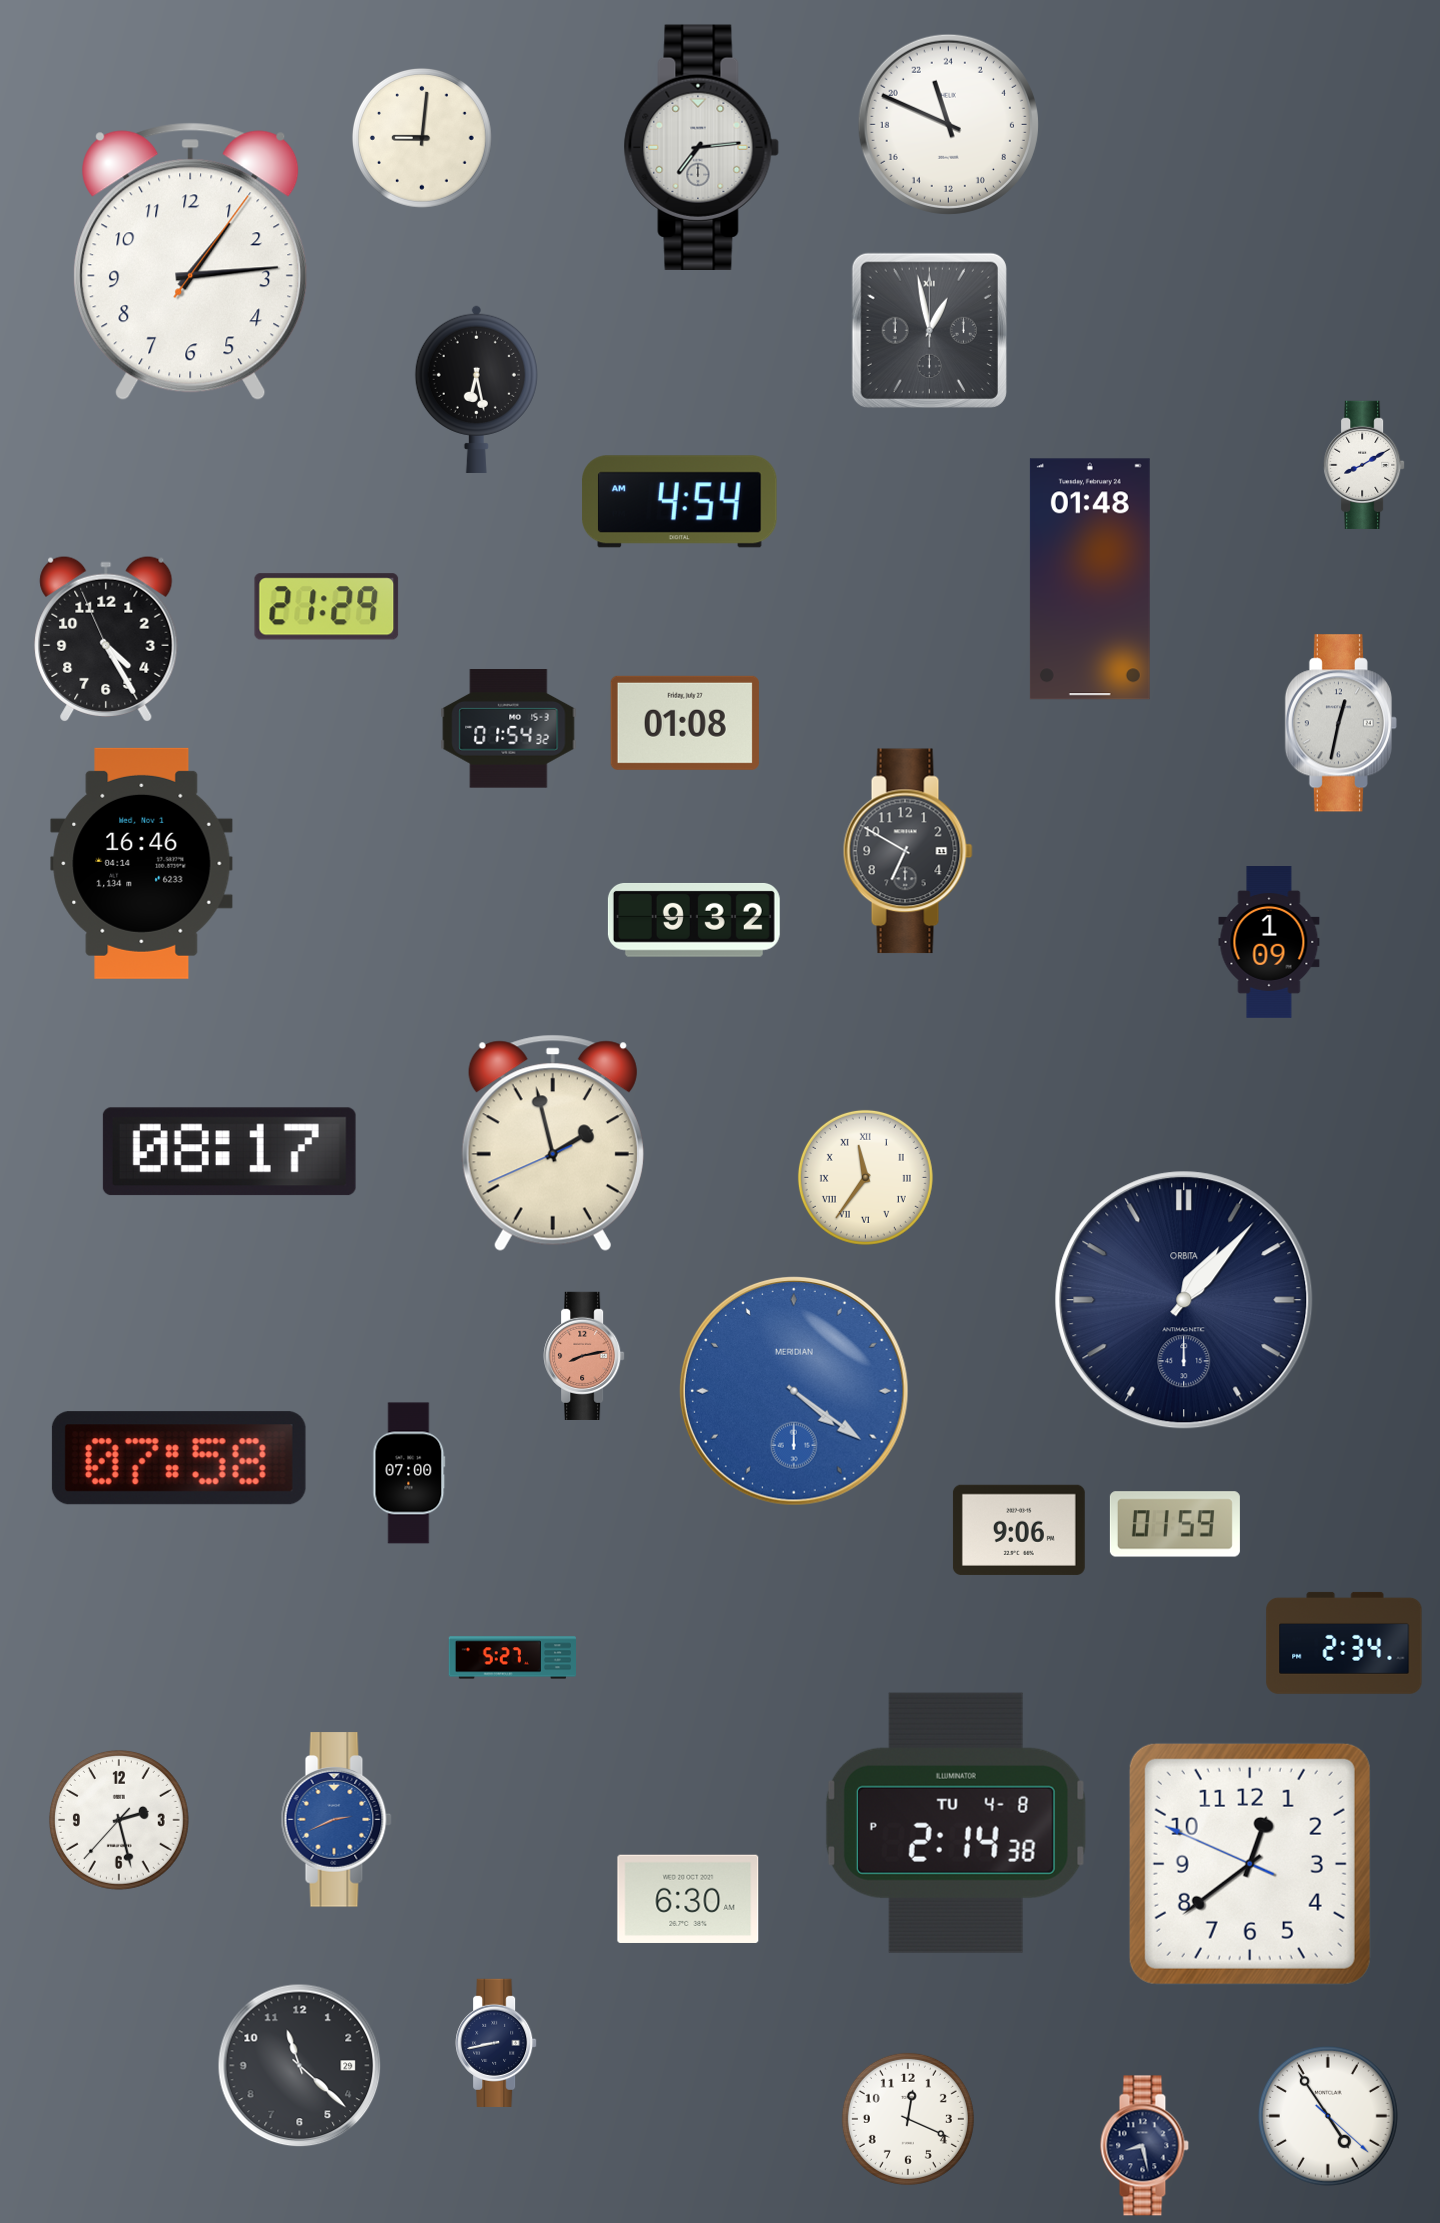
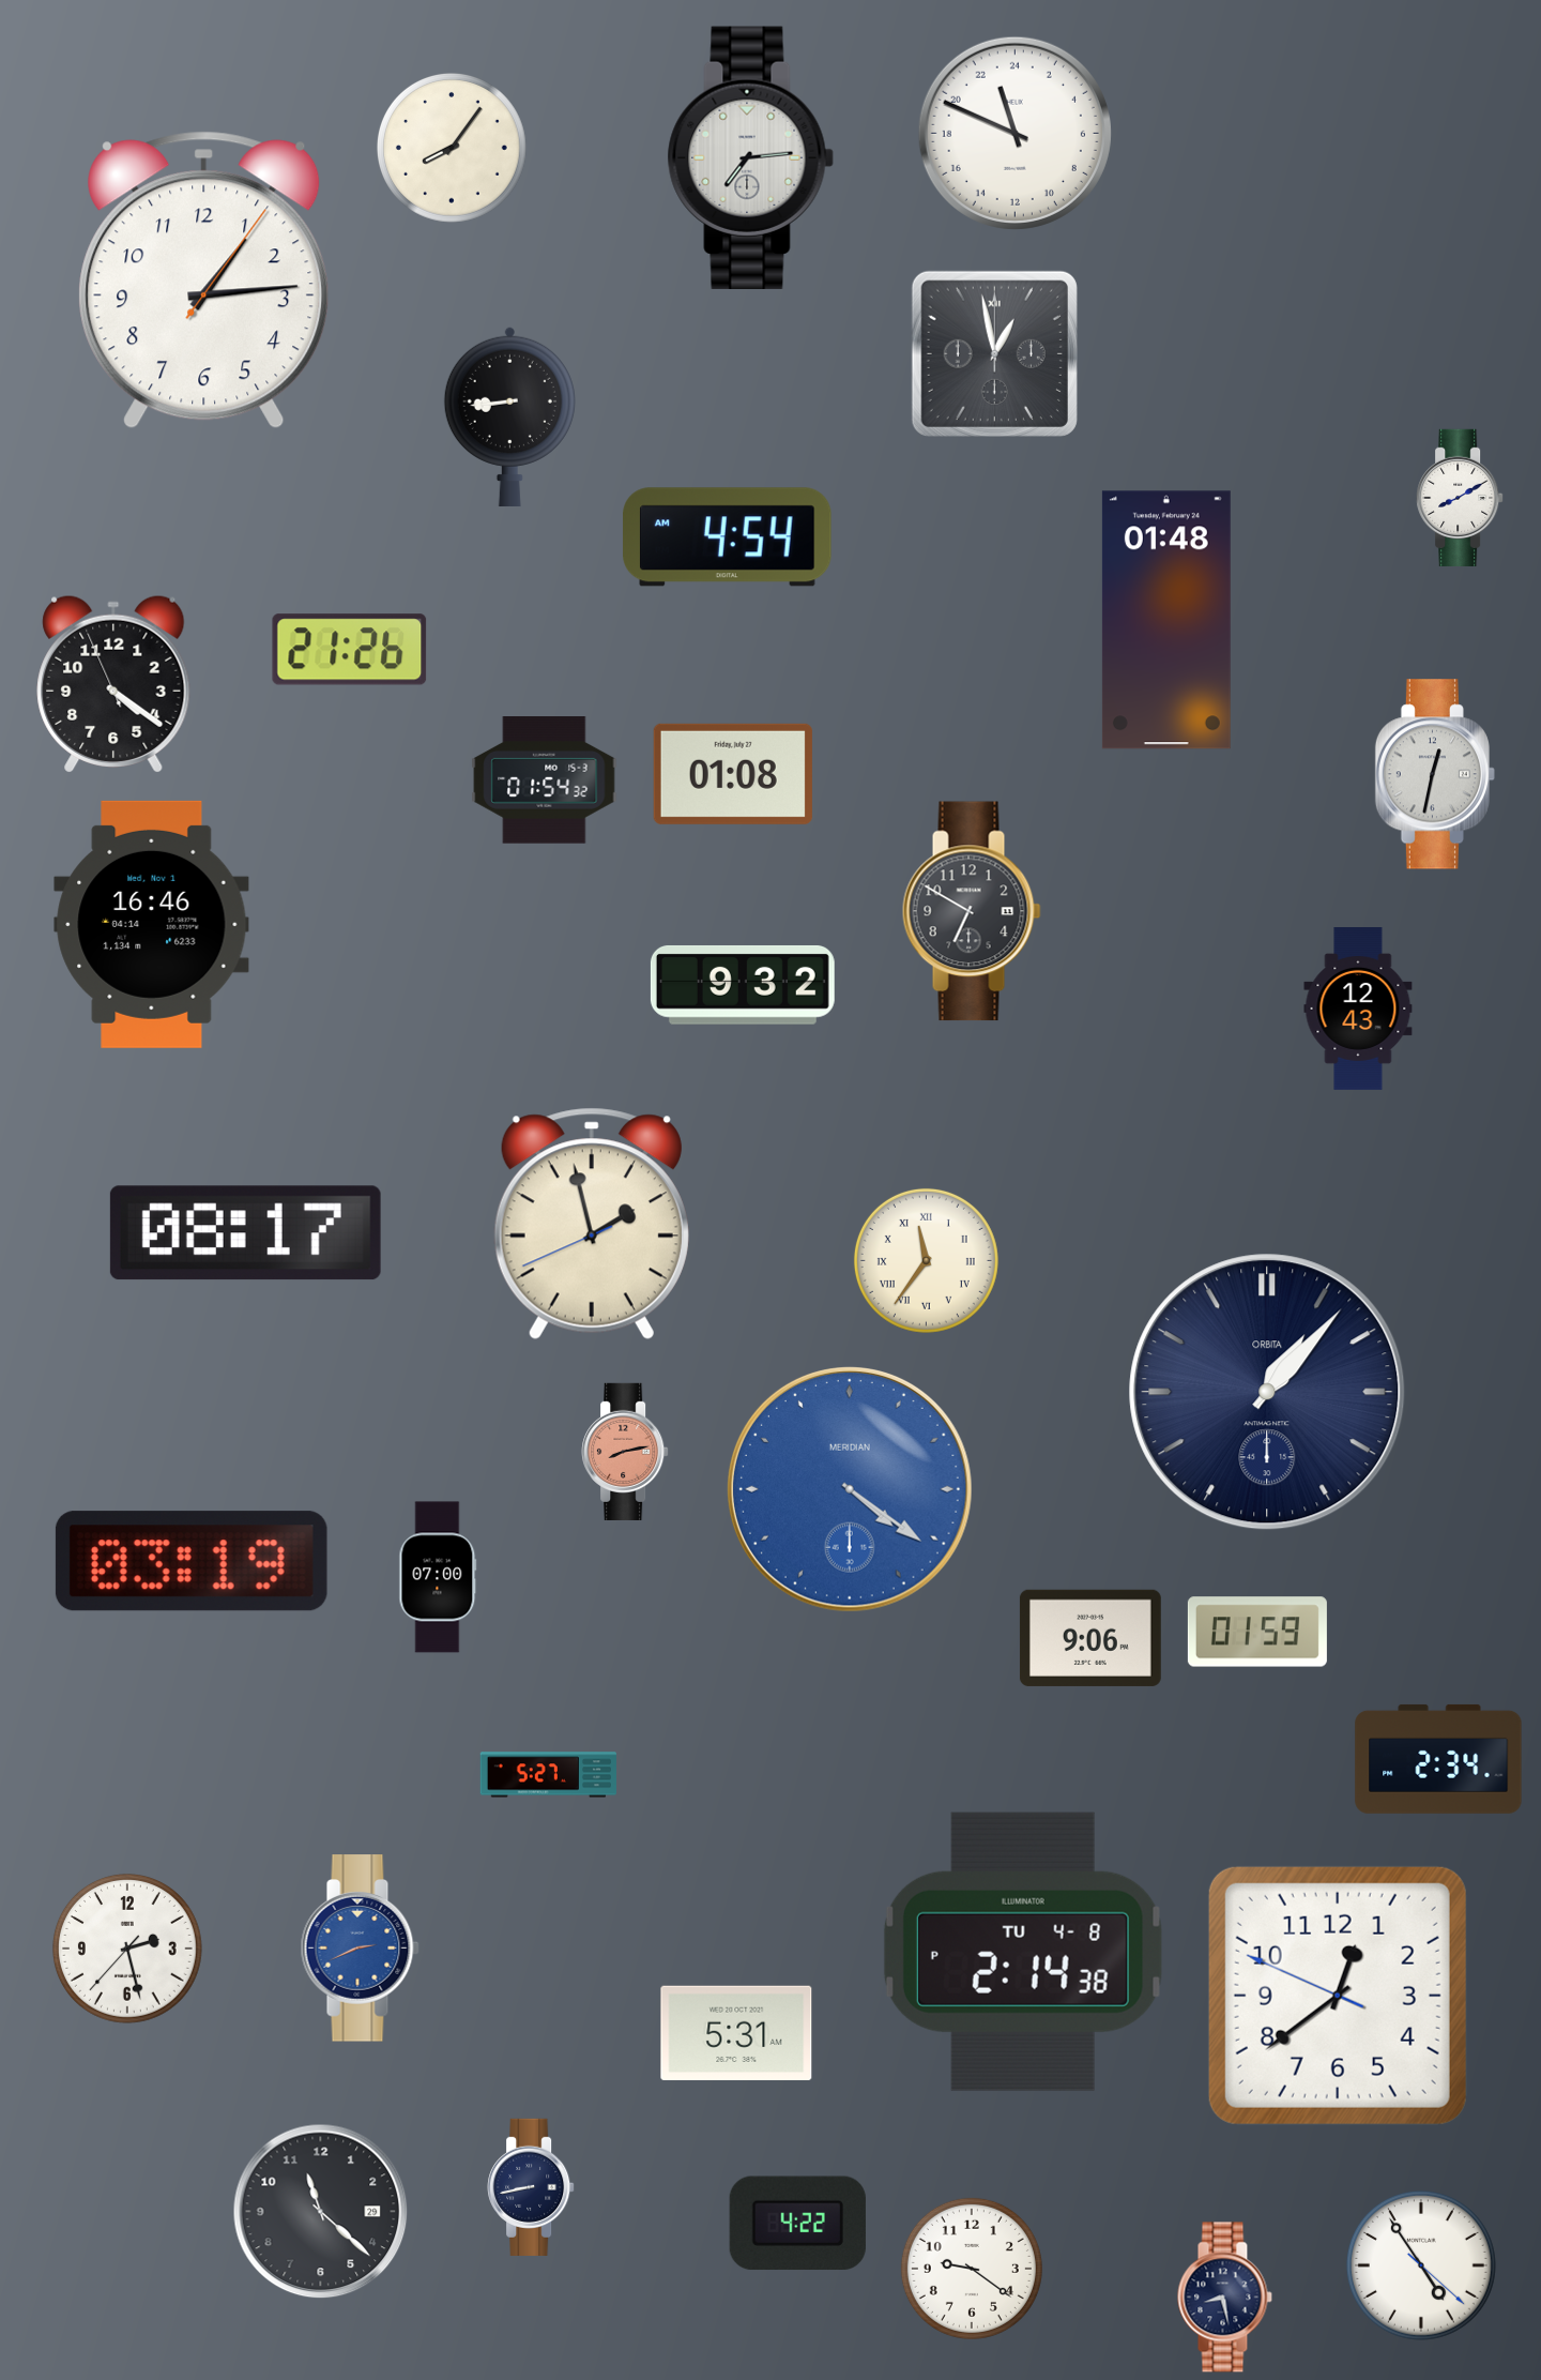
clock at (422, 138): 9:01 -> 8:06
clock at (476, 389): 6:28 -> 8:44
clock at (327, 607): 21:29 -> 21:26
clock at (106, 639): 4:24 -> 4:20
clock at (1269, 943): 1:09 -> 12:43
clock at (179, 1458): 07:58 -> 03:19
clock at (688, 1899): 6:30 -> 5:31
clock at (797, 2224): none -> 4:22
clock at (908, 2119): 12:19 -> 9:21
